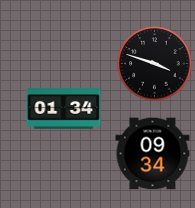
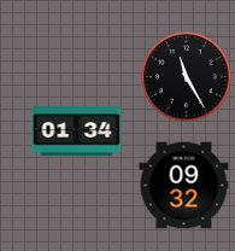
clock at (155, 64): 3:48 -> 11:25
clock at (153, 154): 09:34 -> 09:32
